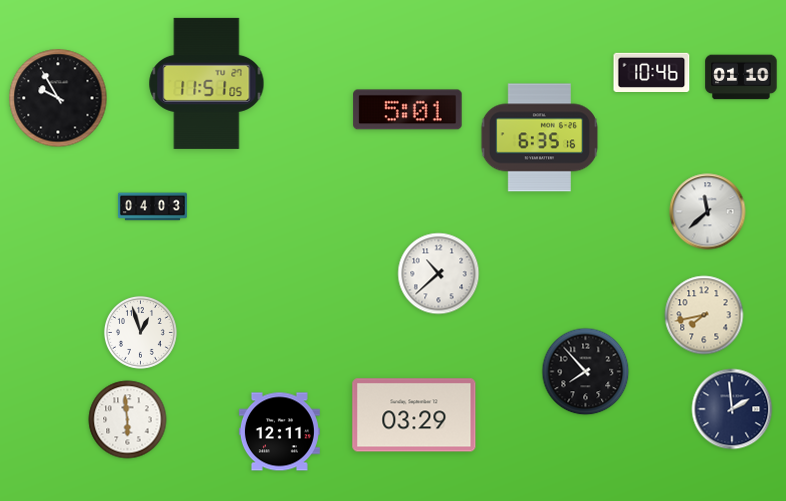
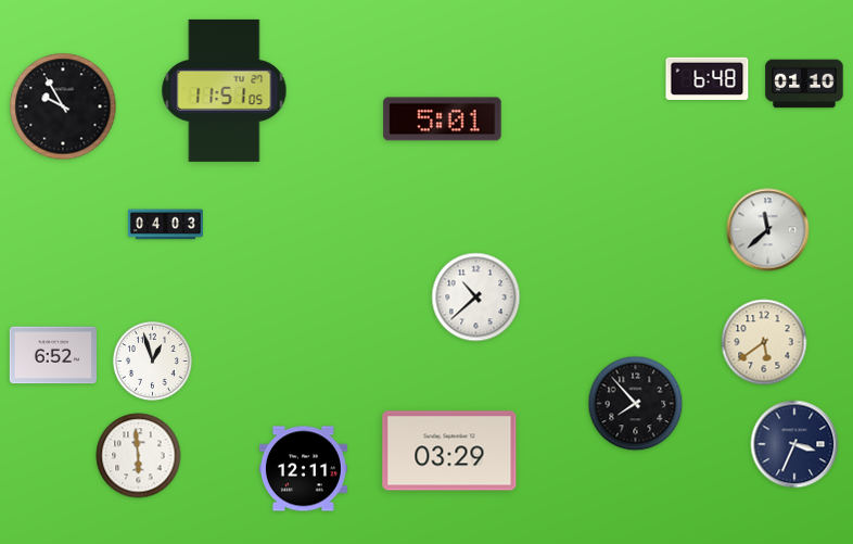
clock at (652, 73): 10:46 -> 6:48
clock at (540, 138): 6:35 -> none
clock at (704, 315): 7:43 -> 5:39
clock at (53, 355): none -> 6:52
clock at (732, 409): 1:59 -> 3:34
